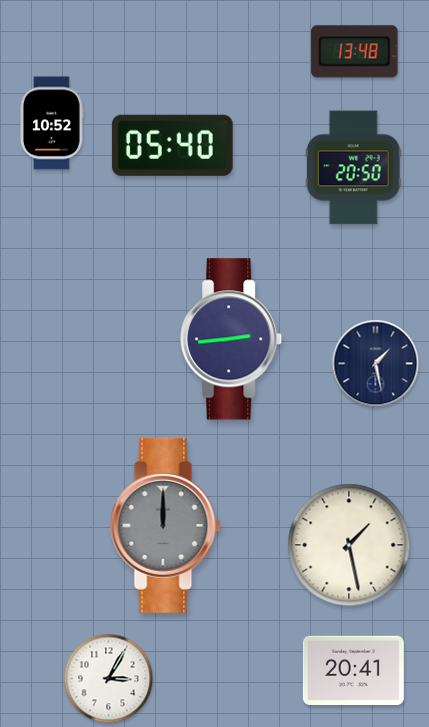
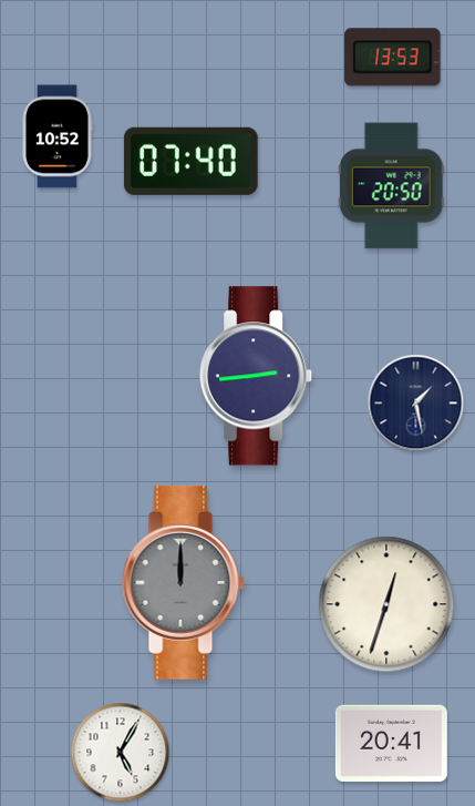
clock at (355, 52): 13:48 -> 13:53
clock at (172, 145): 05:40 -> 07:40
clock at (349, 545): 1:28 -> 12:33
clock at (109, 679): 3:05 -> 5:05
